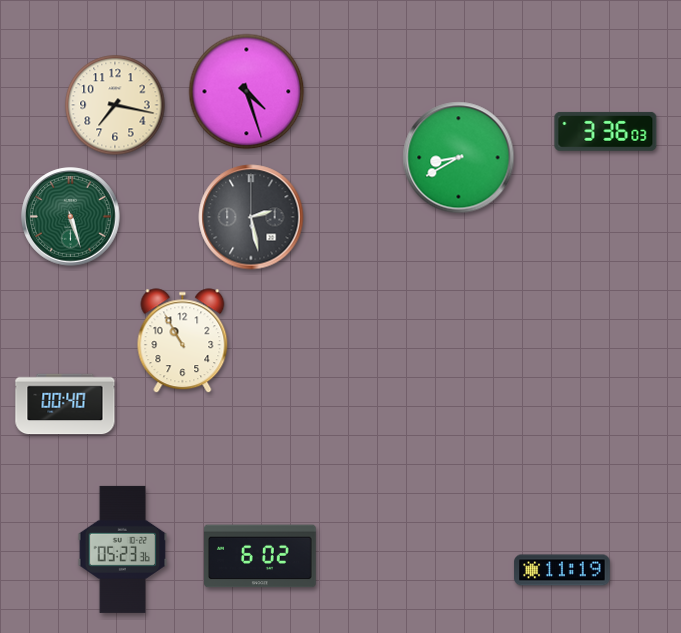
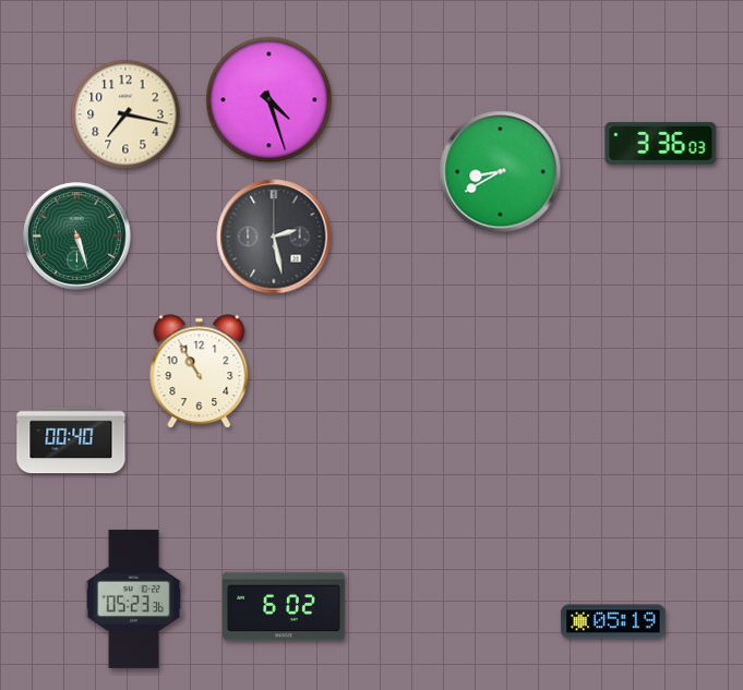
clock at (562, 570): 11:19 -> 05:19
